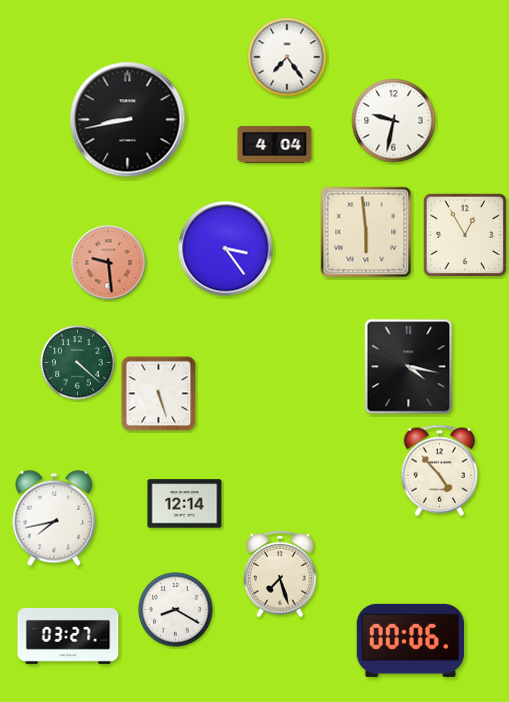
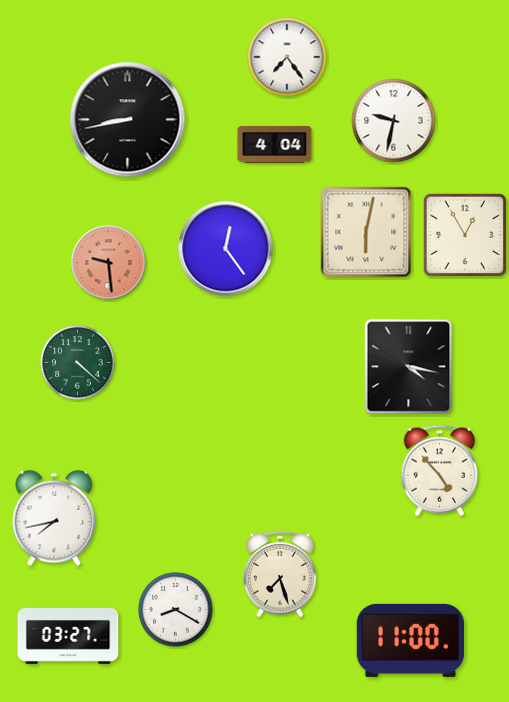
clock at (366, 232): 5:59 -> 6:02
clock at (226, 249): 3:24 -> 12:24
clock at (159, 394): 5:27 -> none
clock at (185, 504): 12:14 -> none
clock at (410, 640): 00:06 -> 11:00
